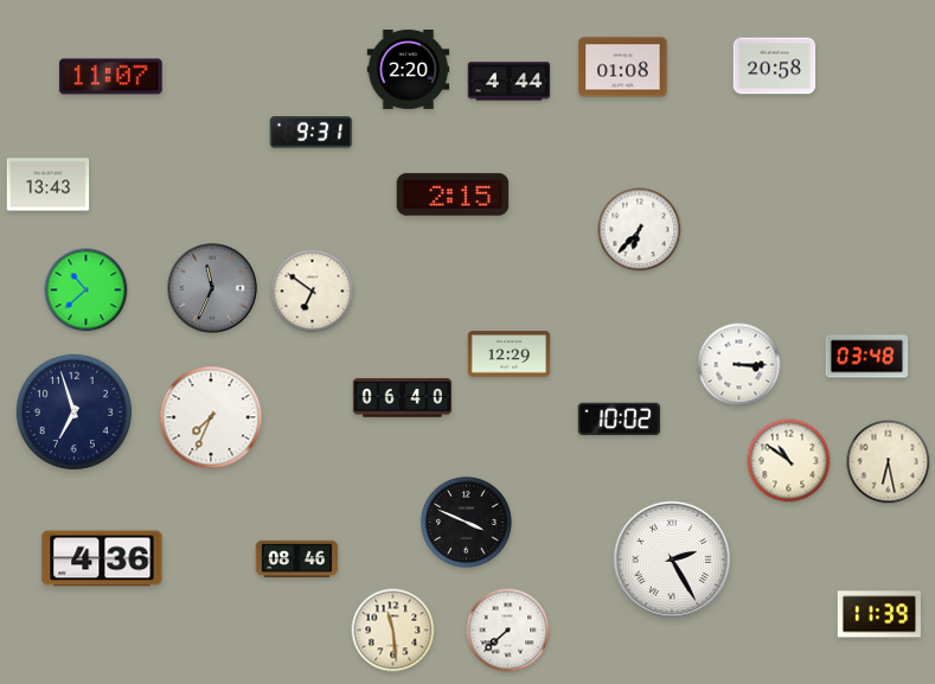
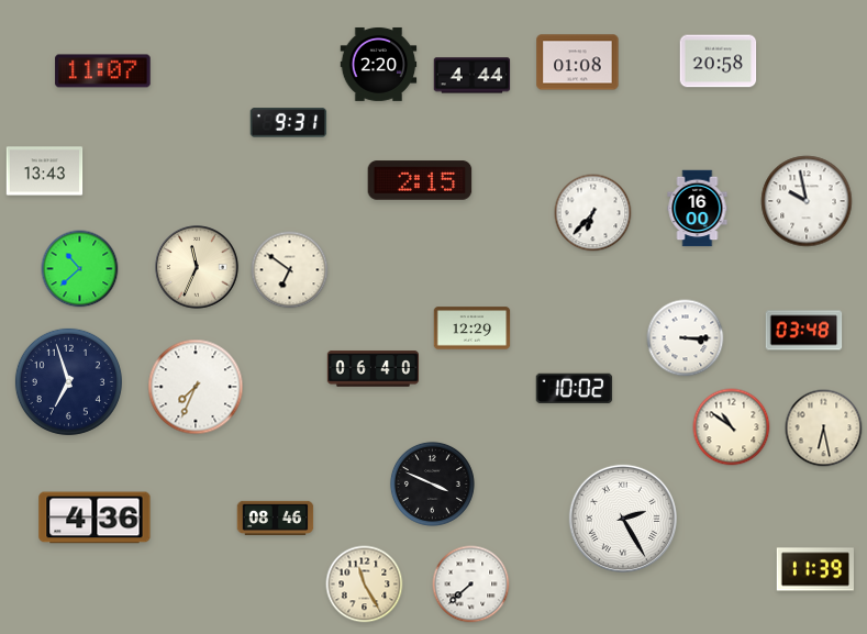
clock at (807, 201): none -> 9:58
clock at (698, 209): none -> 16:00
clock at (212, 288) dial: grey -> cream
clock at (393, 631): 11:29 -> 11:25
